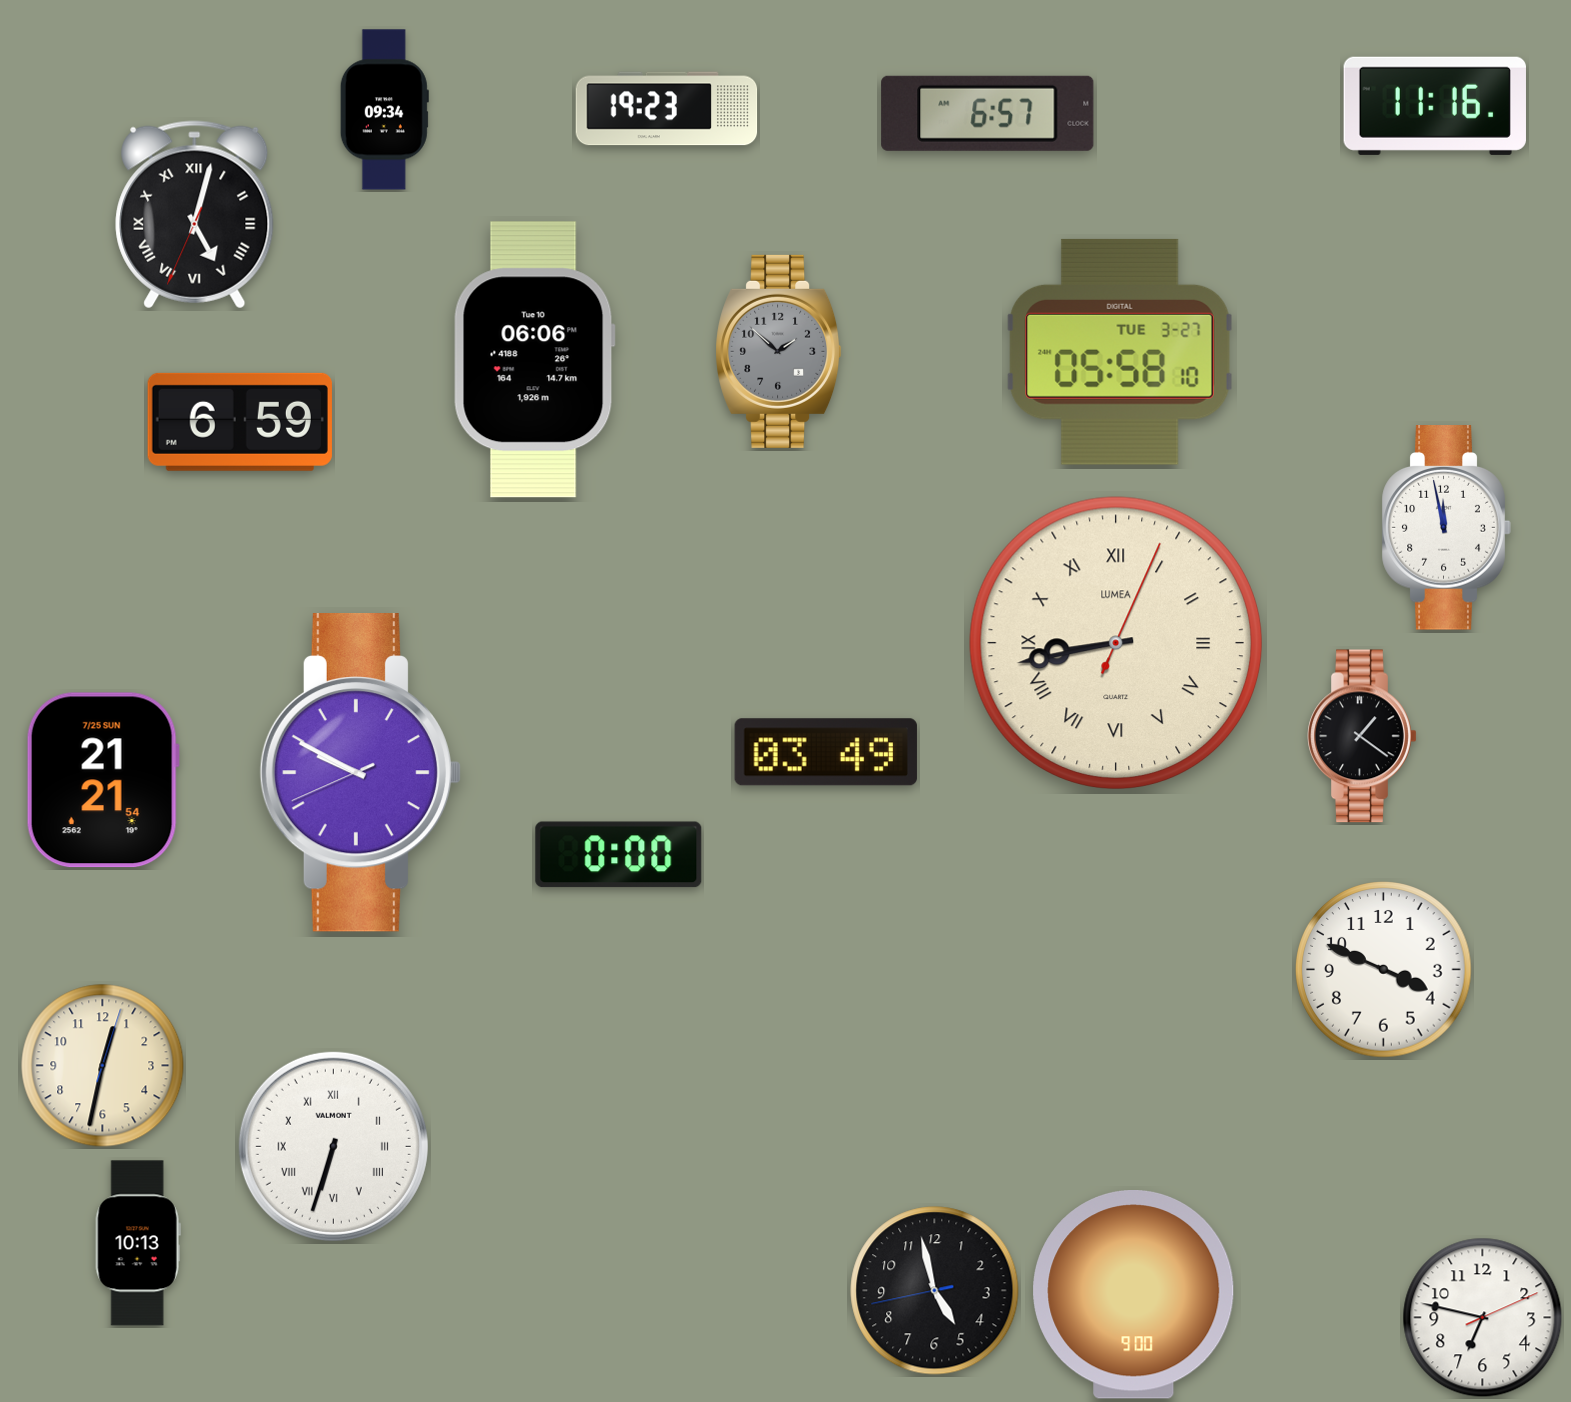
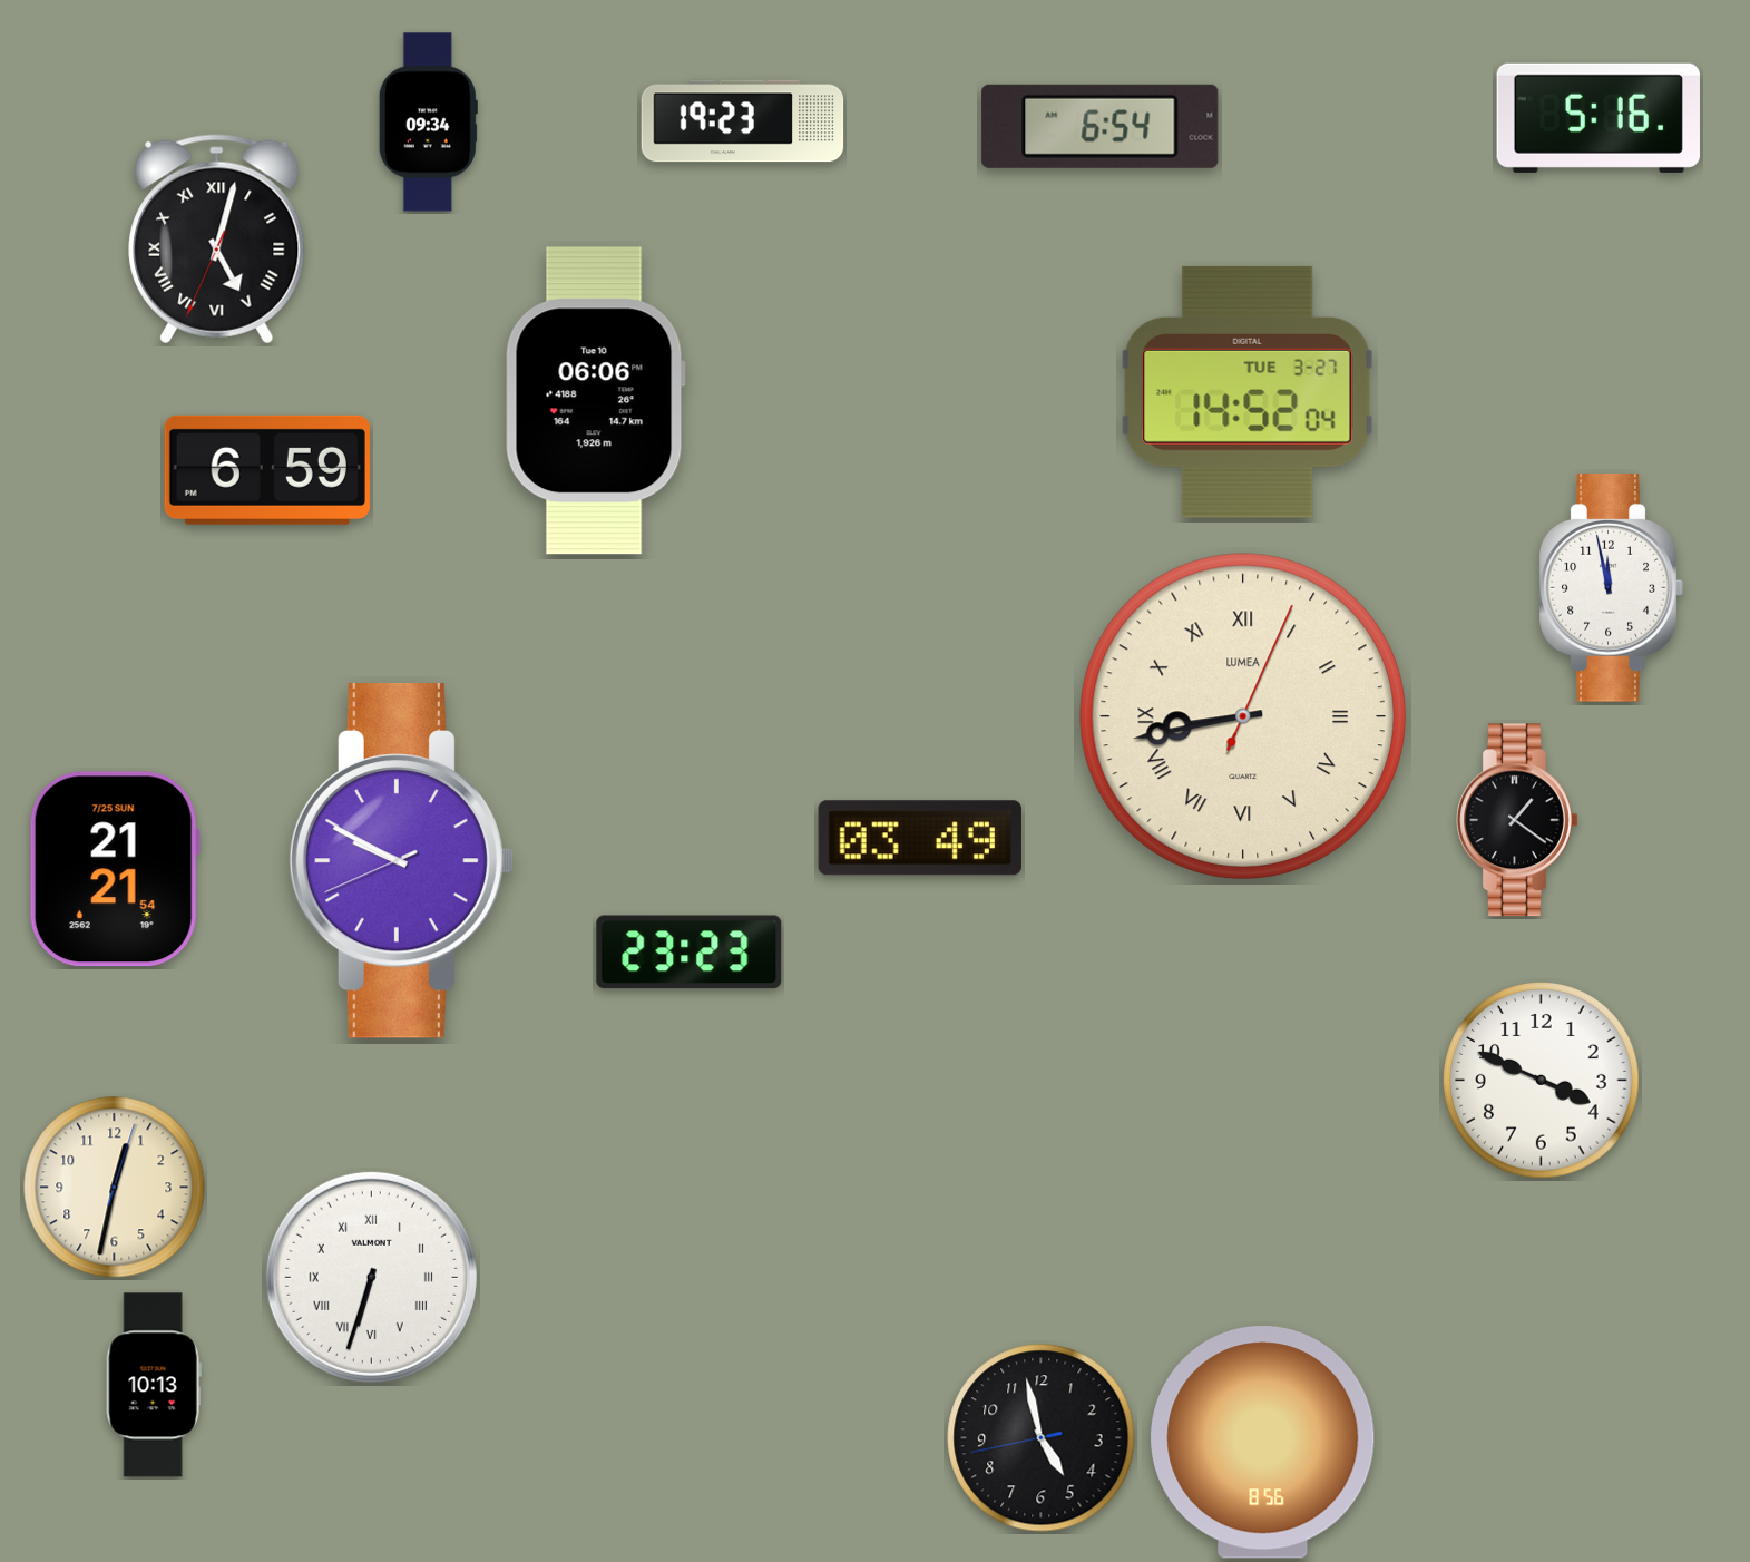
clock at (1435, 106): 11:16 -> 5:16
clock at (988, 113): 6:57 -> 6:54
clock at (779, 351): 1:52 -> none
clock at (1120, 352): 05:58 -> 14:52
clock at (619, 855): 0:00 -> 23:23
clock at (1134, 1295): 9:00 -> 8:56
clock at (1483, 1318): 6:47 -> none
